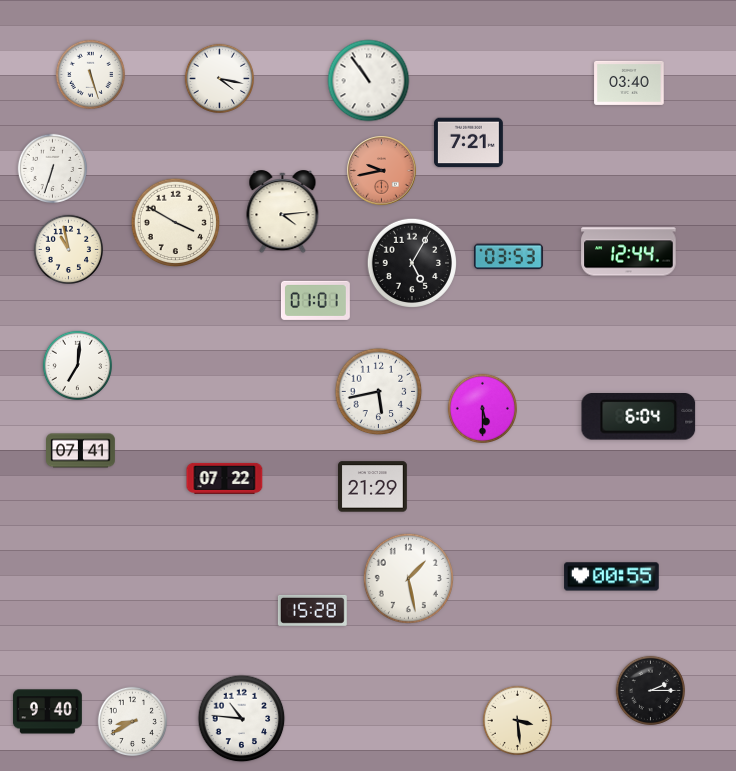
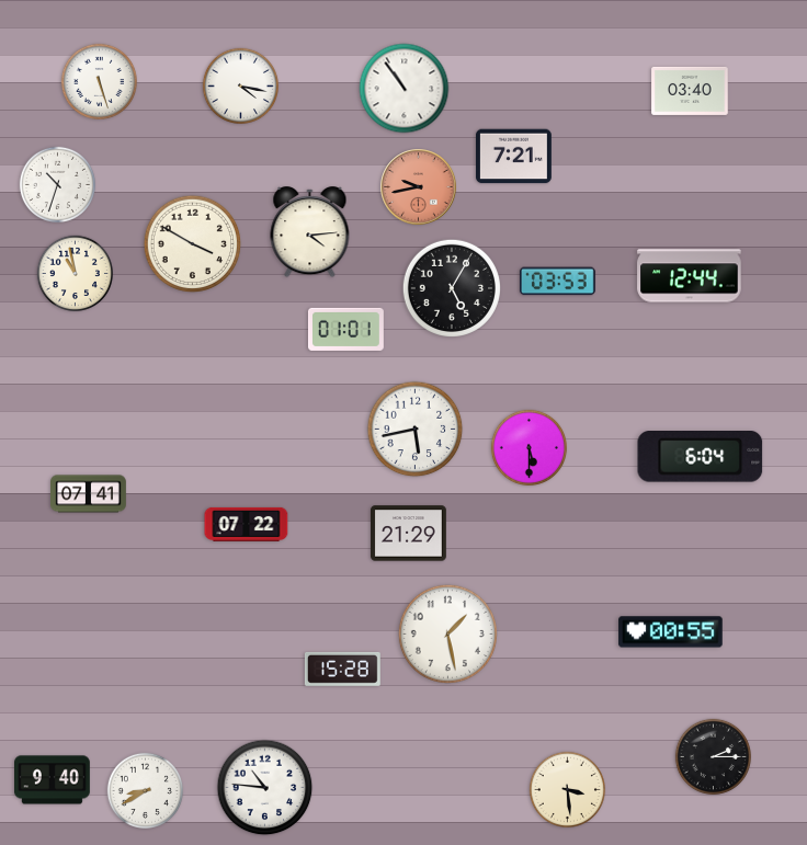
clock at (52, 168): 6:33 -> 10:33
clock at (77, 365): 7:01 -> none
